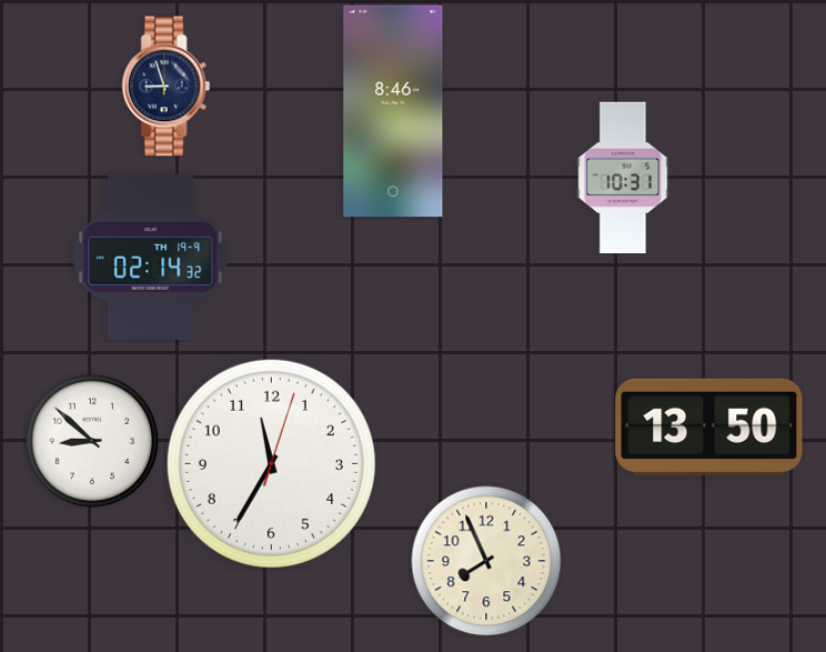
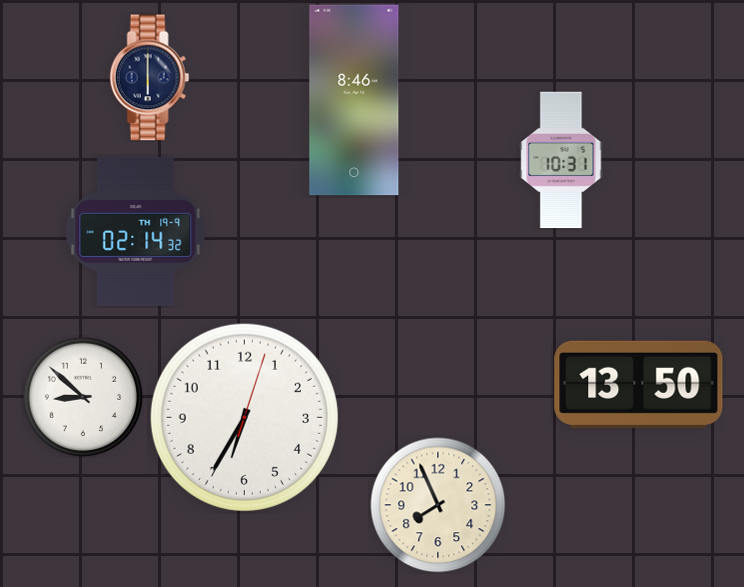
clock at (167, 87): 8:57 -> 6:00
clock at (271, 463): 11:35 -> 6:35
